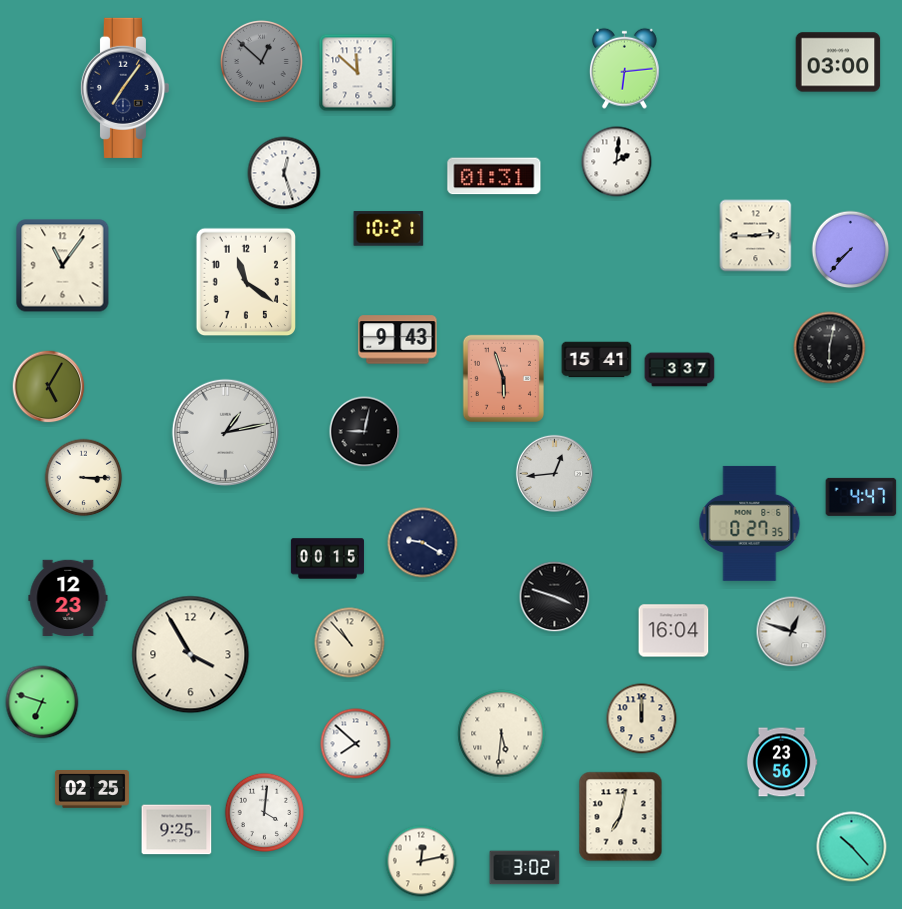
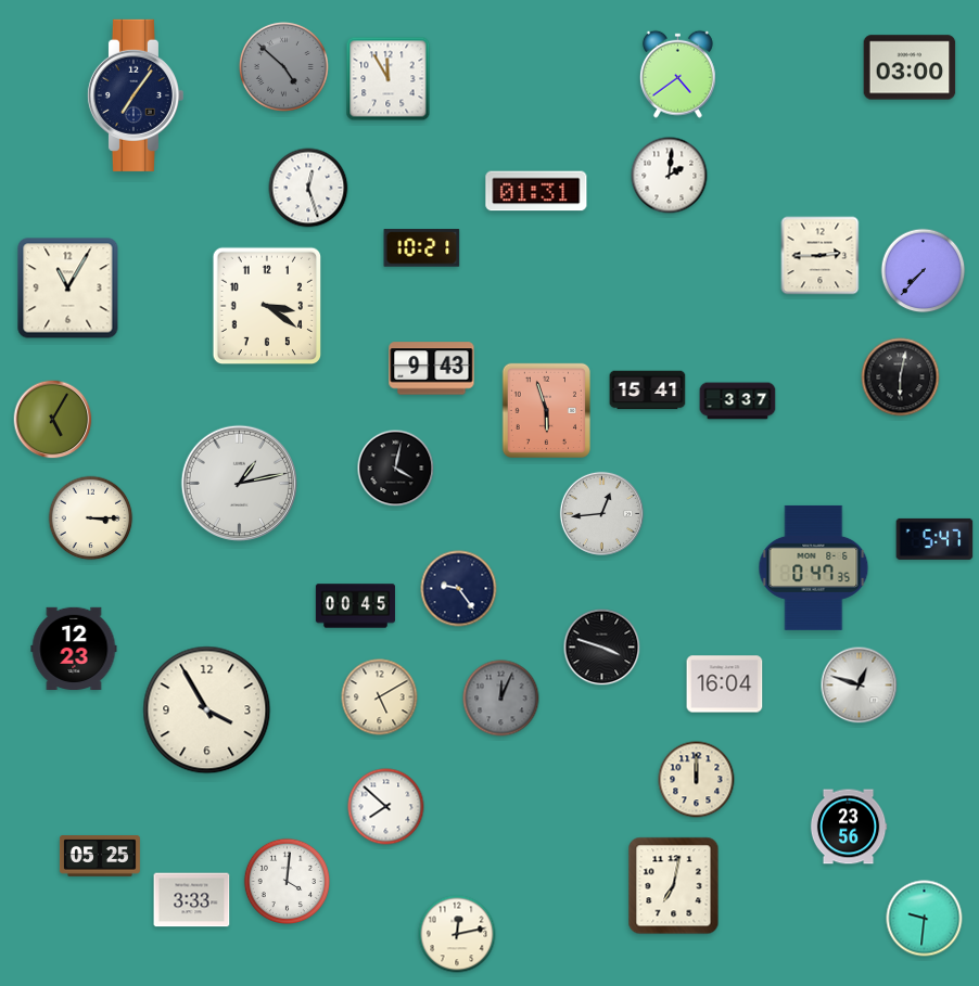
clock at (261, 61): 12:52 -> 4:52
clock at (624, 68): 6:14 -> 4:39
clock at (358, 73): 11:52 -> 11:55
clock at (63, 266): 11:06 -> 11:05
clock at (246, 282): 11:21 -> 3:21
clock at (225, 432) position: (225, 432) -> (239, 483)
clock at (365, 432): 9:02 -> 4:02
clock at (861, 497): 4:47 -> 5:47
clock at (750, 523): 0:27 -> 0:47
clock at (423, 543): 9:20 -> 9:24
clock at (327, 559): 00:15 -> 00:45
clock at (674, 631) position: (674, 631) -> (725, 684)
clock at (350, 643): 10:53 -> 5:10
clock at (501, 699): none -> 12:04
clock at (42, 702): 6:48 -> none
clock at (502, 734): 5:31 -> none
clock at (92, 790): 02:25 -> 05:25
clock at (177, 830): 9:25 -> 3:33
clock at (852, 847): 10:23 -> 9:31
clock at (525, 868): 3:02 -> none
